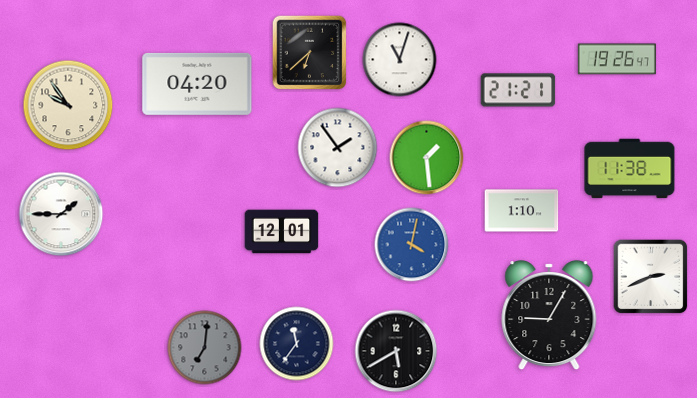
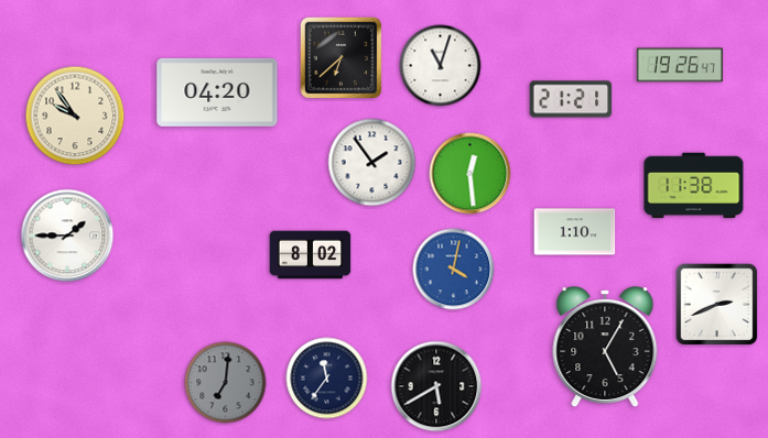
clock at (427, 158): 1:29 -> 12:29
clock at (282, 232): 12:01 -> 8:02
clock at (549, 316): 9:05 -> 5:05
